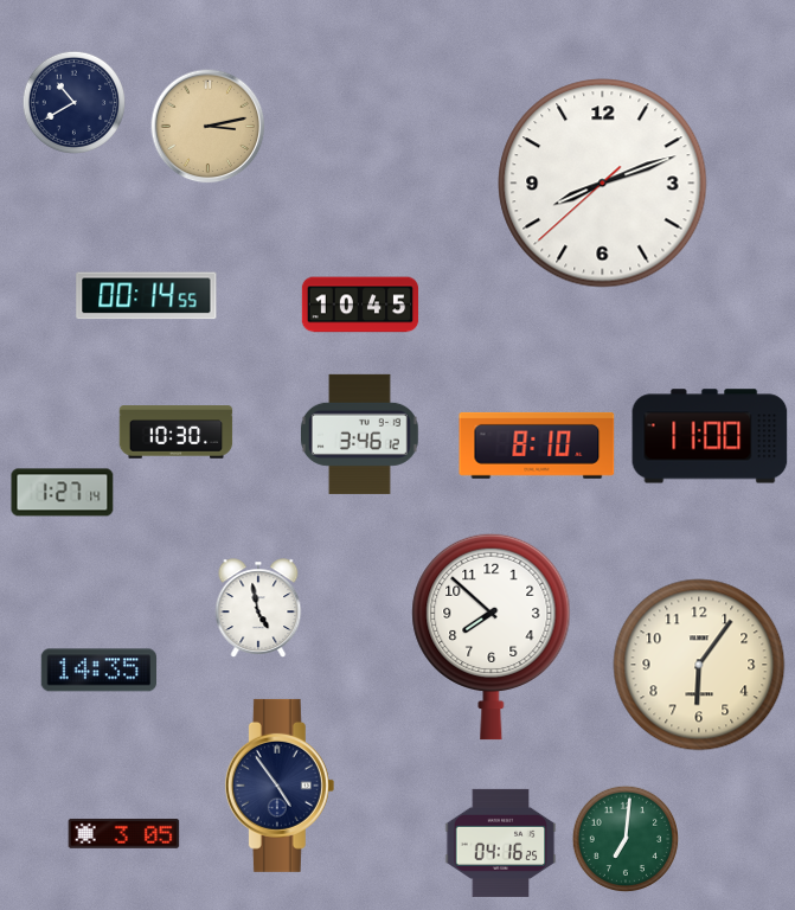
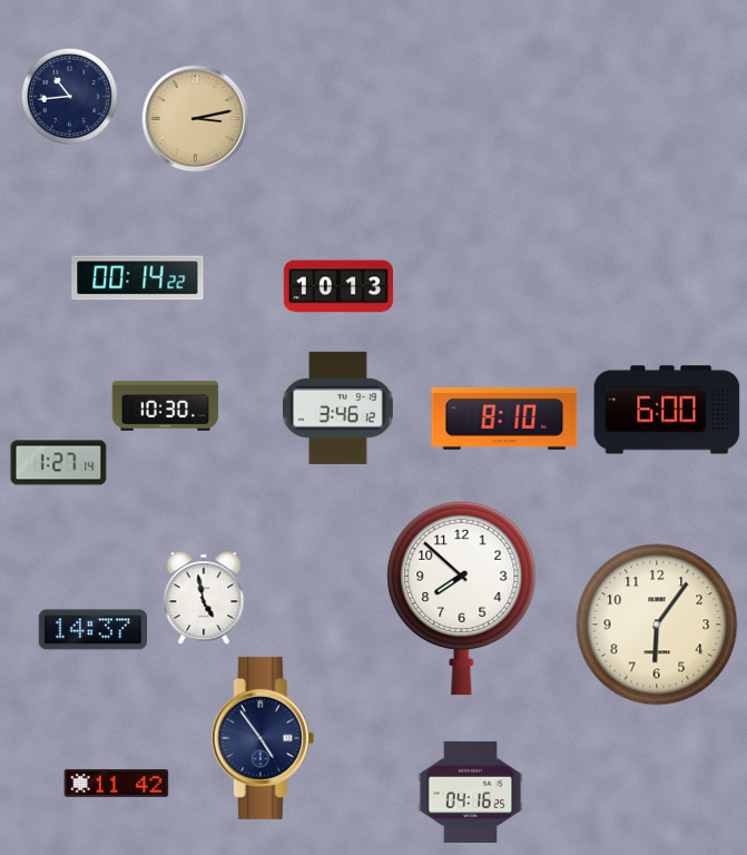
clock at (73, 102): 10:40 -> 10:44
clock at (603, 184): 8:11 -> none
clock at (147, 296): 00:14:55 -> 00:14:22
clock at (360, 305): 10:45 -> 10:13
clock at (710, 436): 11:00 -> 6:00
clock at (258, 608) position: (258, 608) -> (204, 598)
clock at (100, 671): 14:35 -> 14:37
clock at (124, 833): 3:05 -> 11:42
clock at (624, 838): 7:01 -> none
